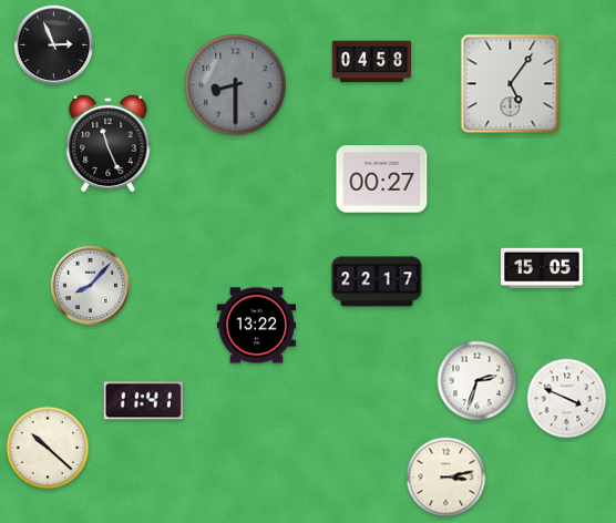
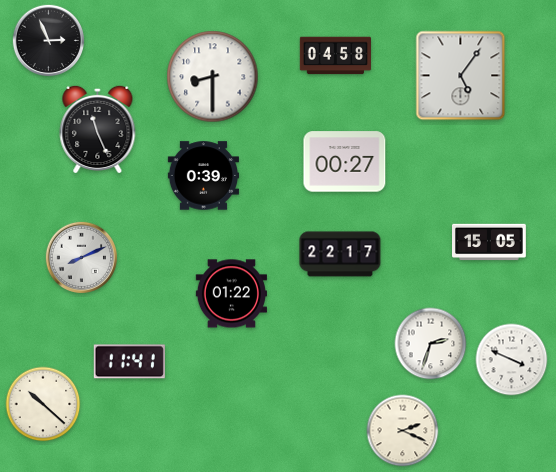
clock at (236, 85) dial: grey -> white
clock at (203, 176): none -> 0:39
clock at (91, 286): 8:07 -> 8:11
clock at (256, 326): 13:22 -> 01:22
clock at (446, 478): 3:13 -> 2:19
